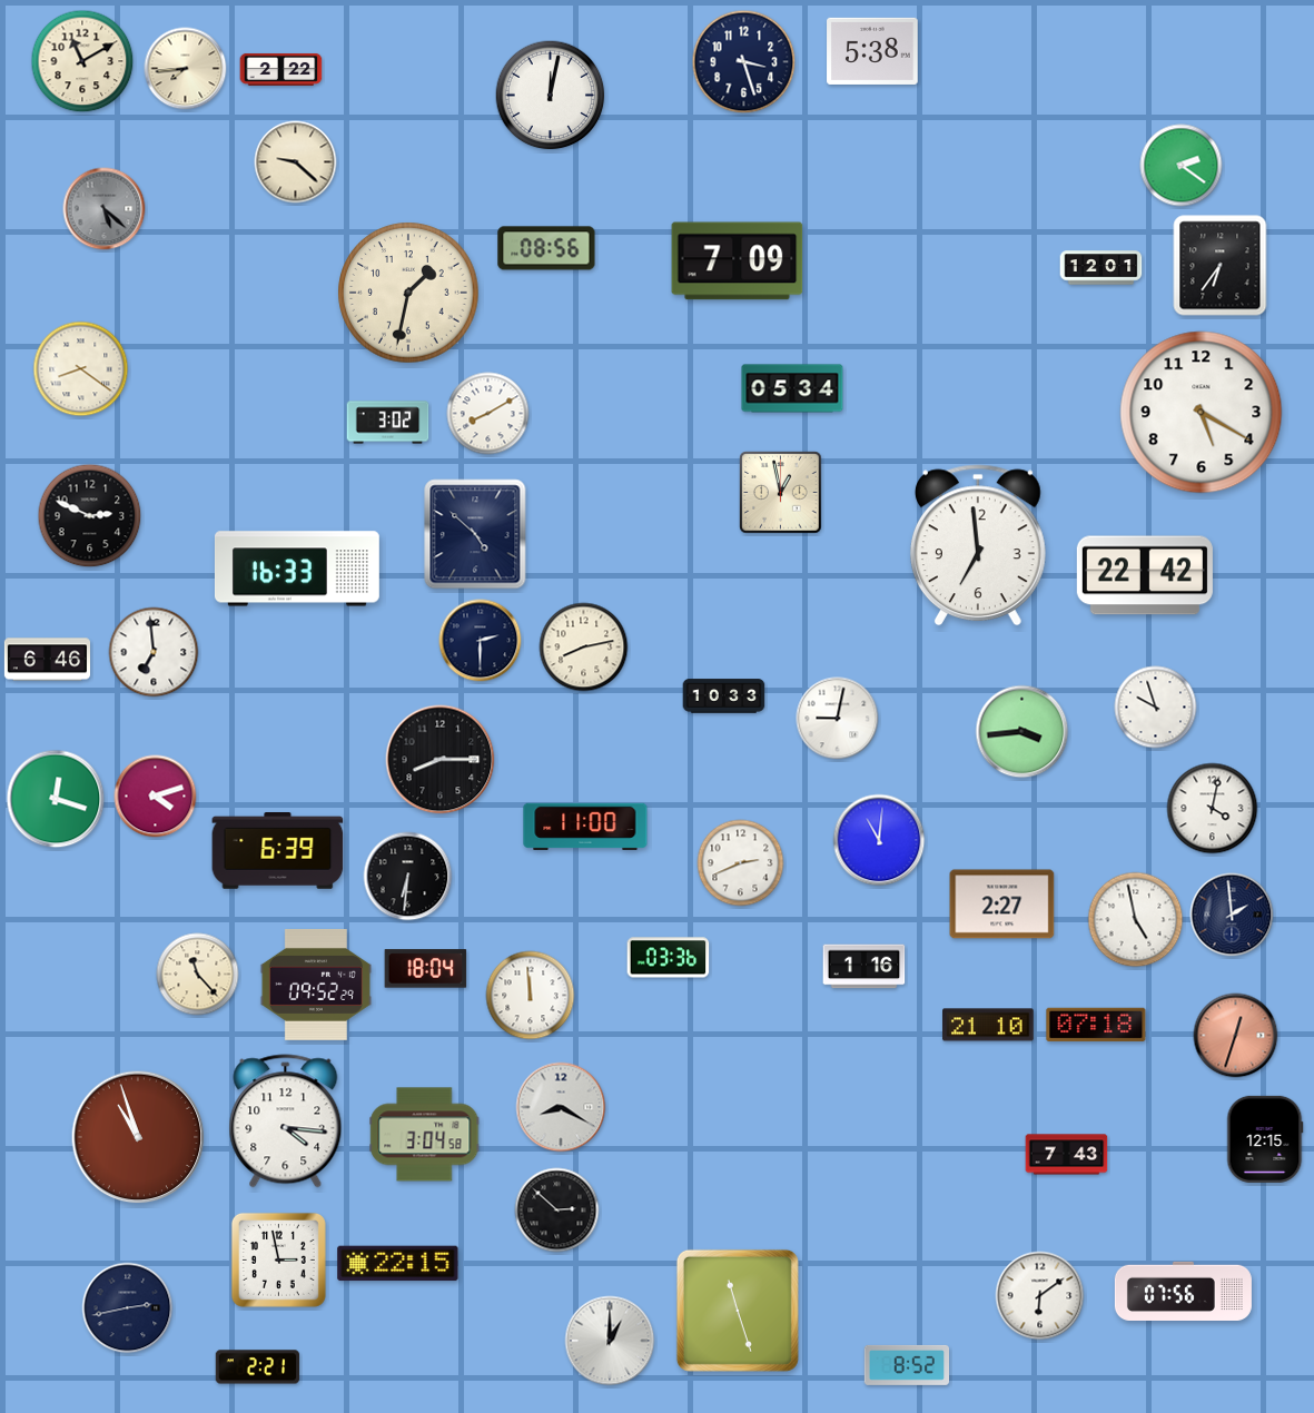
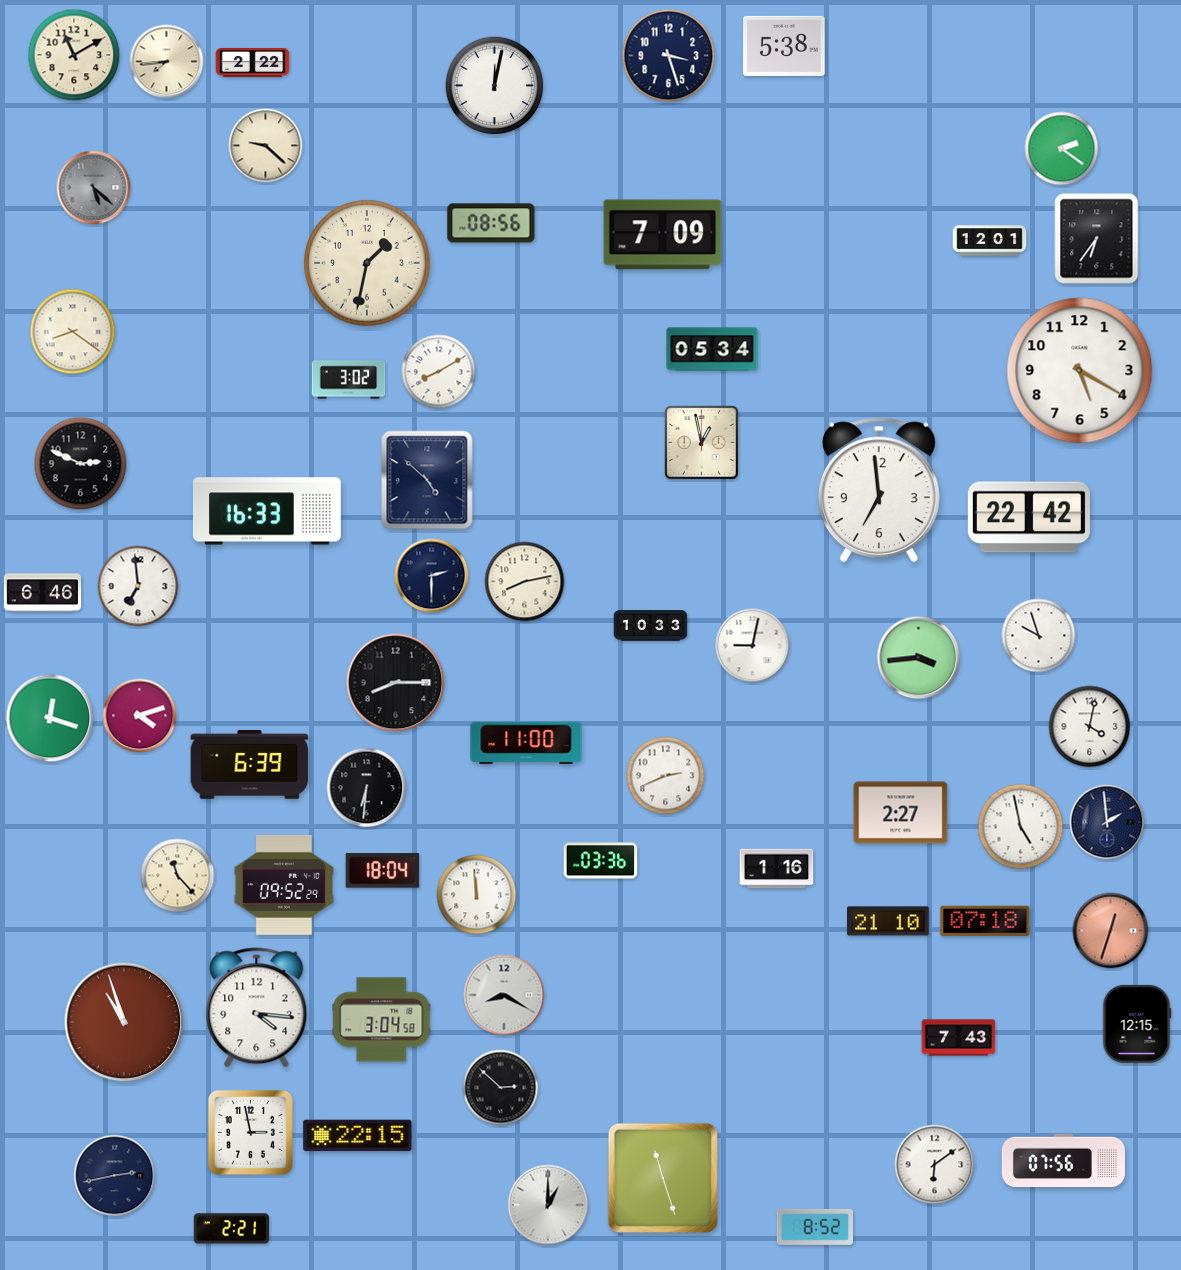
clock at (879, 840): 11:01 -> none
